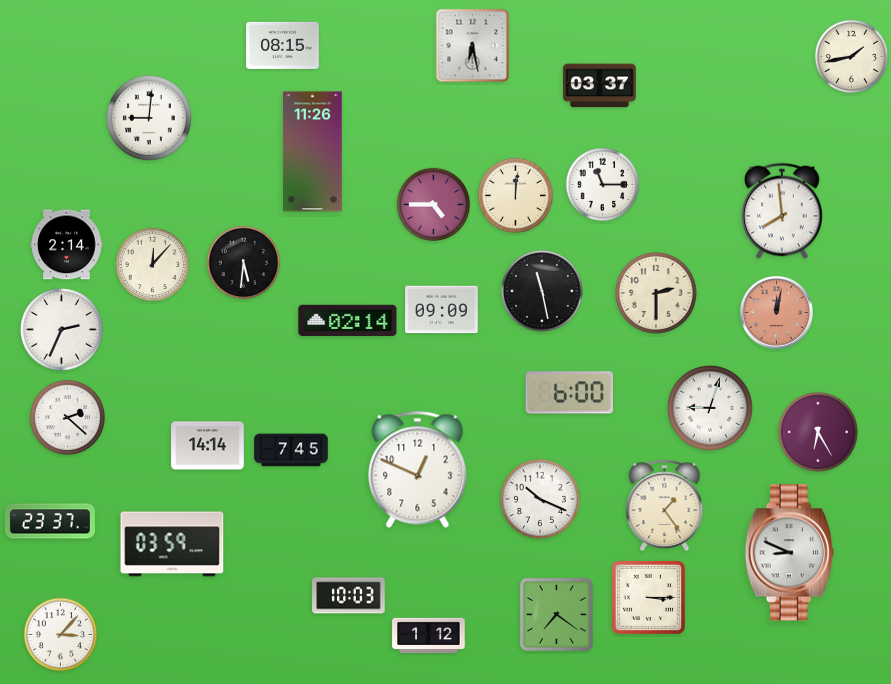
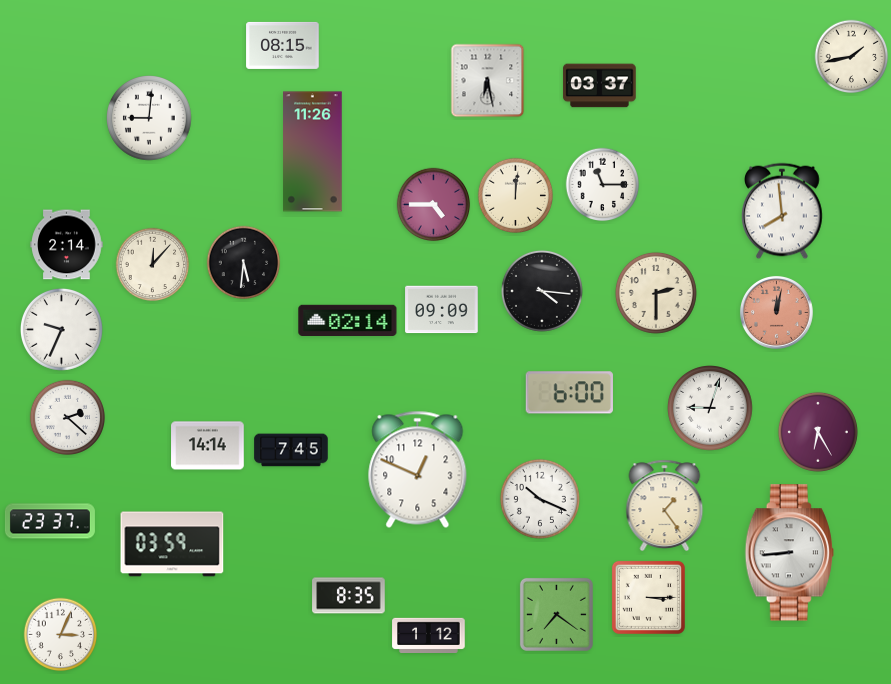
clock at (473, 46) position: (473, 46) -> (488, 81)
clock at (542, 291): 11:28 -> 4:16
clock at (61, 329): 2:34 -> 9:34
clock at (789, 553): 8:49 -> 8:44
clock at (349, 596): 10:03 -> 8:35
clock at (61, 635): 3:07 -> 3:04
